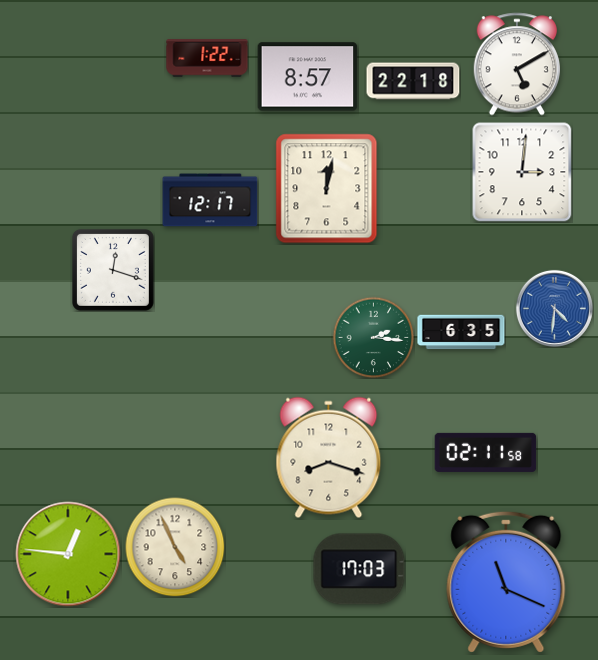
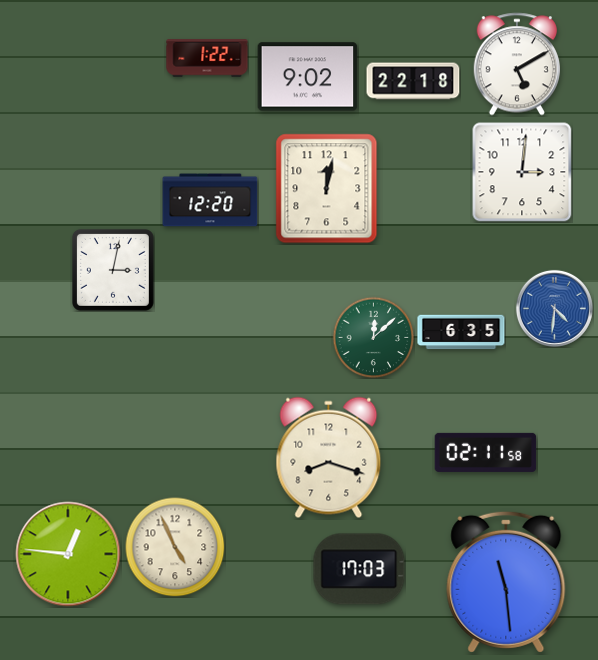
clock at (308, 77): 8:57 -> 9:02
clock at (210, 200): 12:17 -> 12:20
clock at (113, 270): 12:18 -> 3:02
clock at (373, 337): 2:16 -> 12:08
clock at (506, 582): 11:19 -> 11:29
